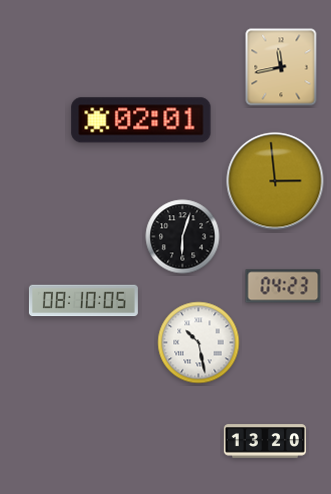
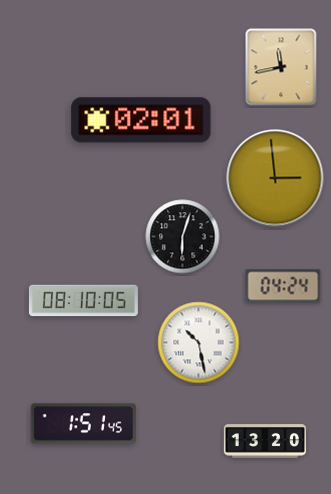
clock at (275, 181) position: (275, 181) -> (275, 178)
clock at (283, 286): 04:23 -> 04:24
clock at (83, 424): none -> 1:51
